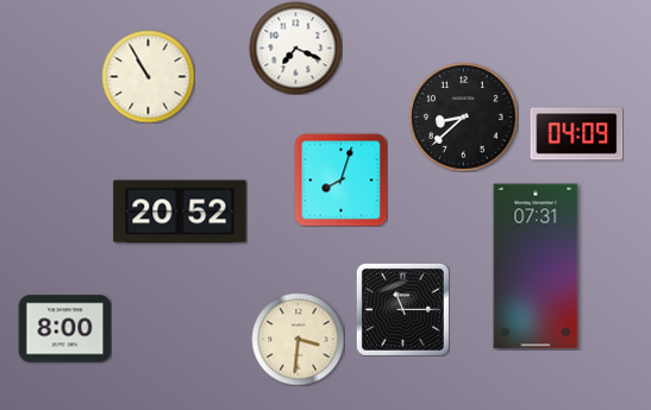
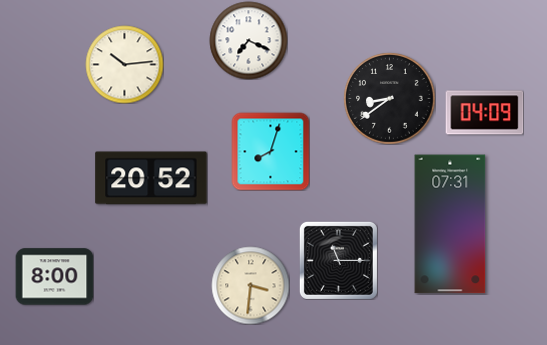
clock at (148, 76): 10:55 -> 10:14
clock at (463, 116): 8:38 -> 8:39
clock at (340, 179) position: (340, 179) -> (270, 151)
